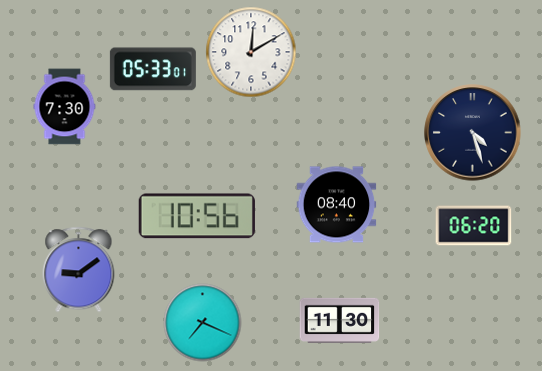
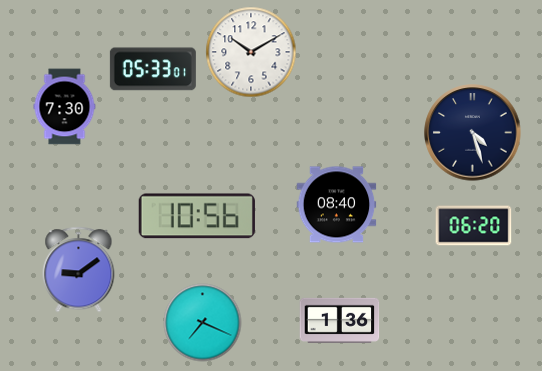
clock at (251, 52): 12:10 -> 10:10
clock at (340, 320): 11:30 -> 1:36
